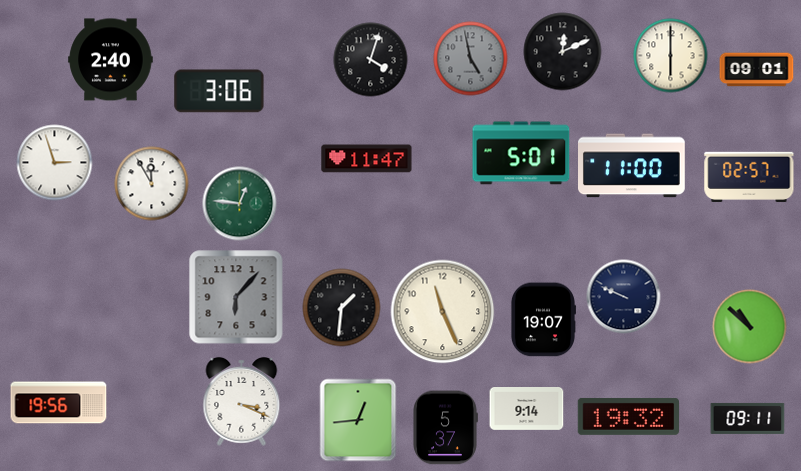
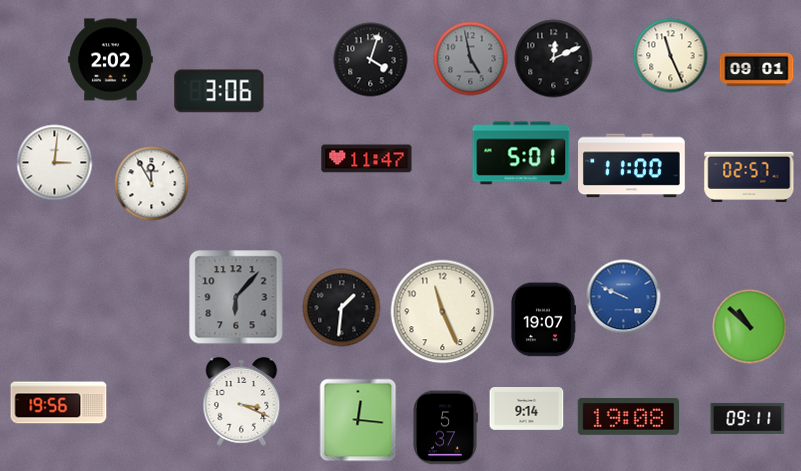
clock at (563, 52) position: (563, 52) -> (554, 59)
clock at (671, 56): 6:00 -> 11:26
clock at (111, 60): 2:40 -> 2:02
clock at (55, 163): 2:57 -> 3:01
clock at (240, 204): 12:46 -> none
clock at (624, 297) dial: navy -> blue
clock at (629, 416): 19:32 -> 19:08
clock at (358, 420): 12:44 -> 12:16
